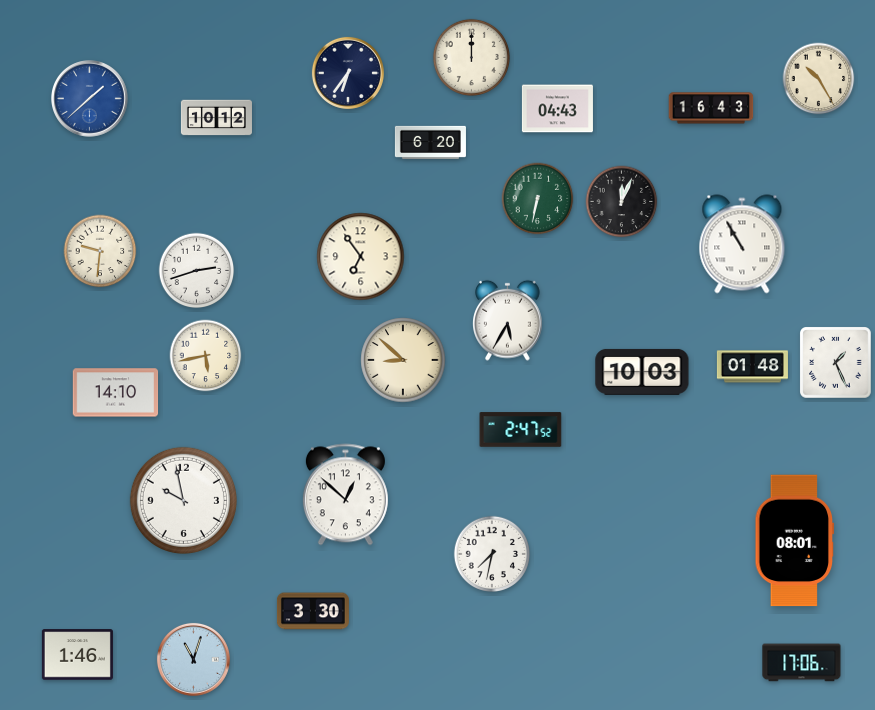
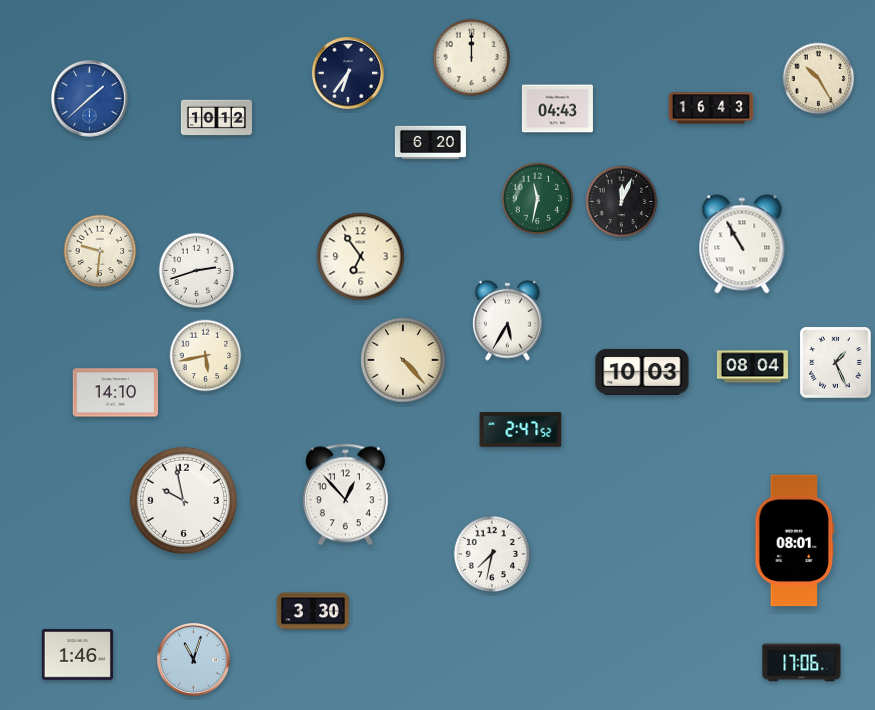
clock at (538, 199): 6:32 -> 11:32
clock at (403, 360): 8:52 -> 4:23
clock at (752, 367): 01:48 -> 08:04
clock at (345, 495): 12:52 -> 12:53
